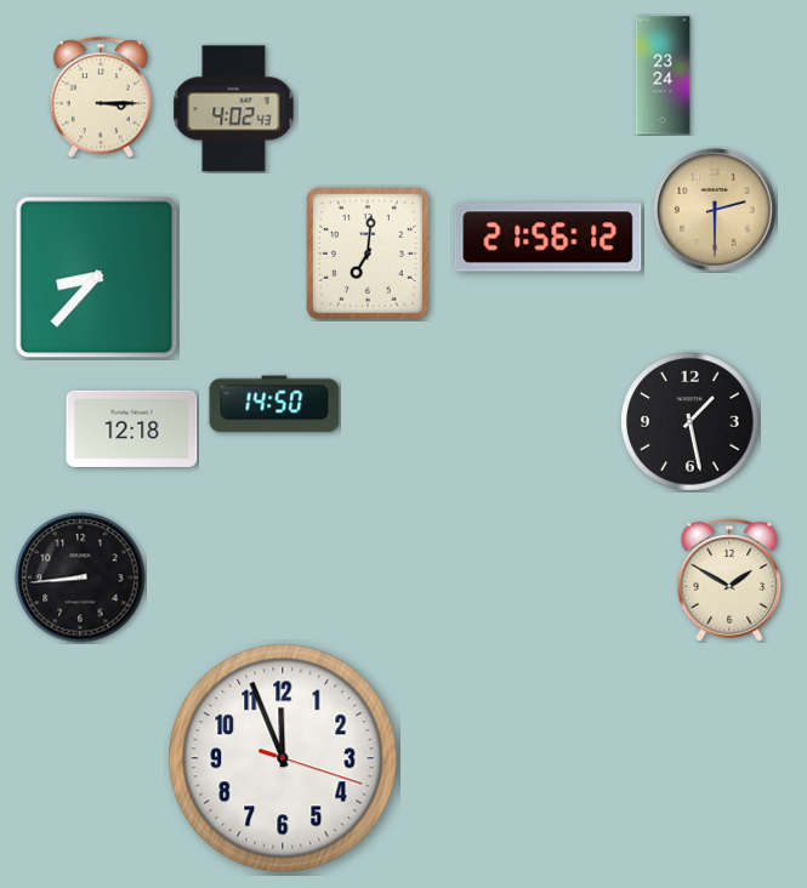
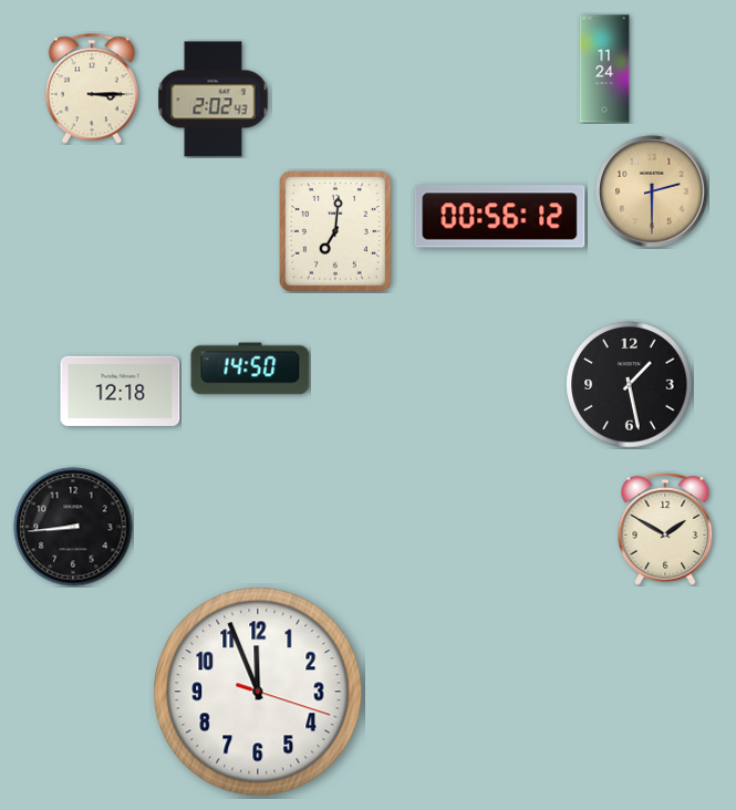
clock at (663, 75): 23:24 -> 11:24
clock at (234, 109): 4:02 -> 2:02
clock at (549, 238): 21:56 -> 00:56
clock at (97, 278): 8:37 -> none
